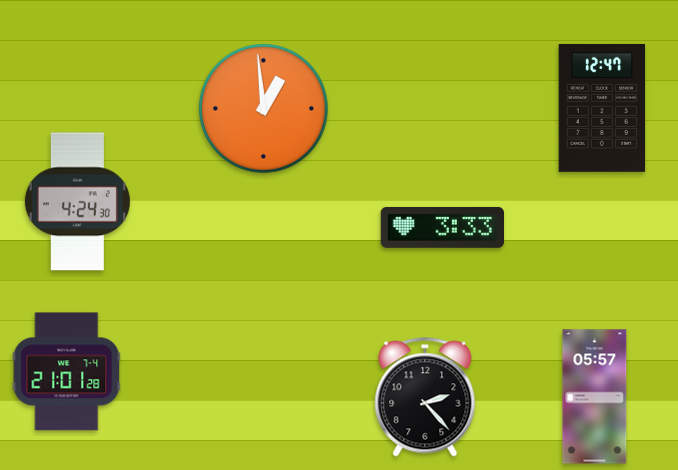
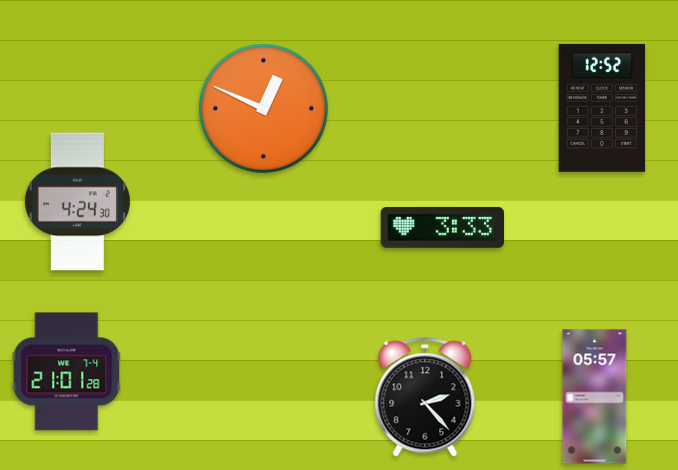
clock at (602, 108): 12:47 -> 12:52
clock at (264, 109): 12:59 -> 12:49
